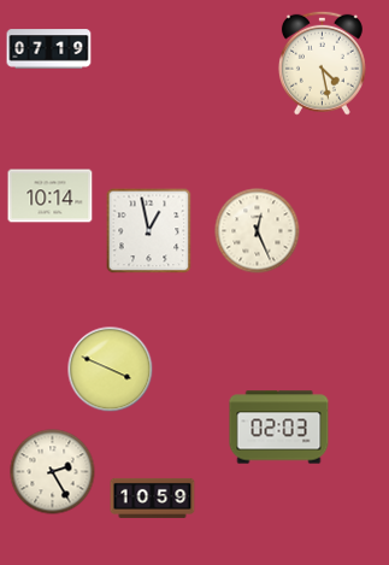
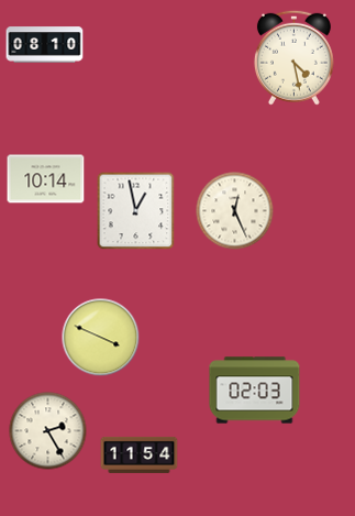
clock at (49, 49): 07:19 -> 08:10
clock at (153, 498): 10:59 -> 11:54
